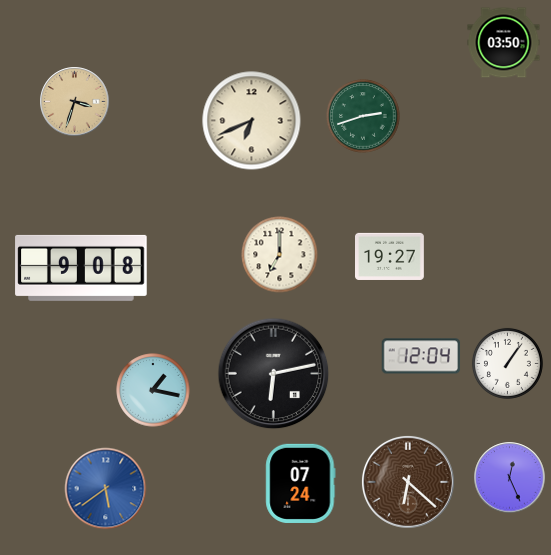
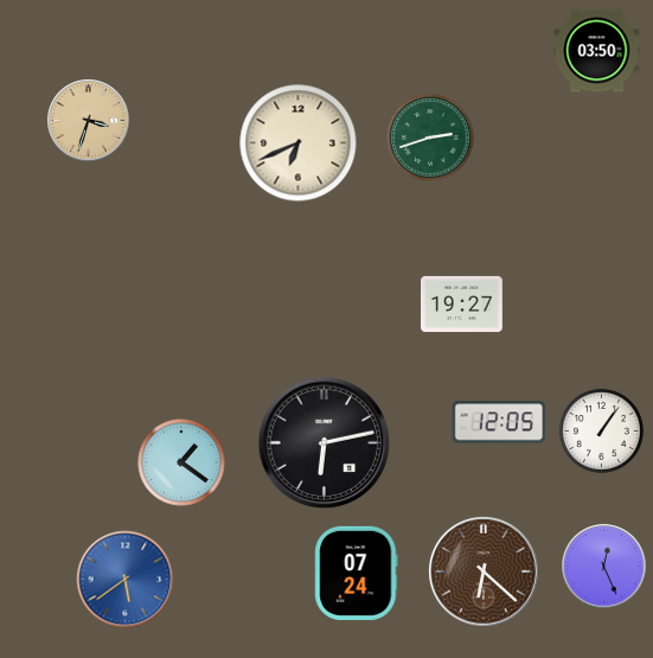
clock at (280, 255): 7:00 -> none
clock at (81, 268): 9:08 -> none
clock at (421, 356): 12:04 -> 12:05
clock at (153, 390): 1:17 -> 1:21
